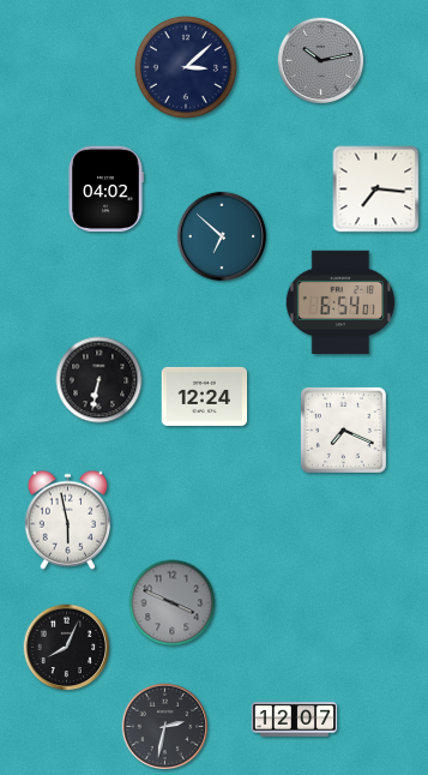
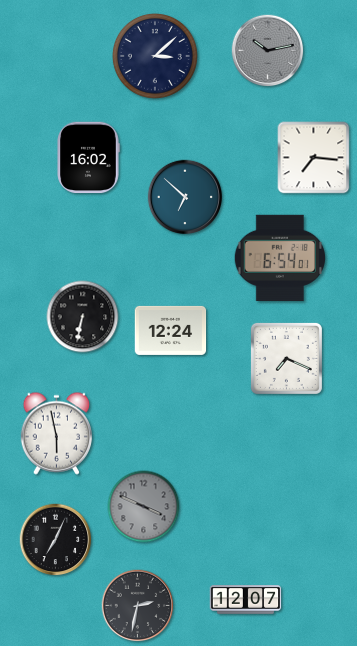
clock at (106, 190): 04:02 -> 16:02
clock at (339, 302) position: (339, 302) -> (279, 258)
clock at (173, 603) position: (173, 603) -> (144, 507)
clock at (67, 648): 8:04 -> 7:04
